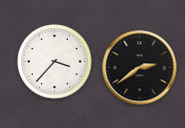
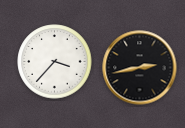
clock at (140, 68): 2:39 -> 2:43
